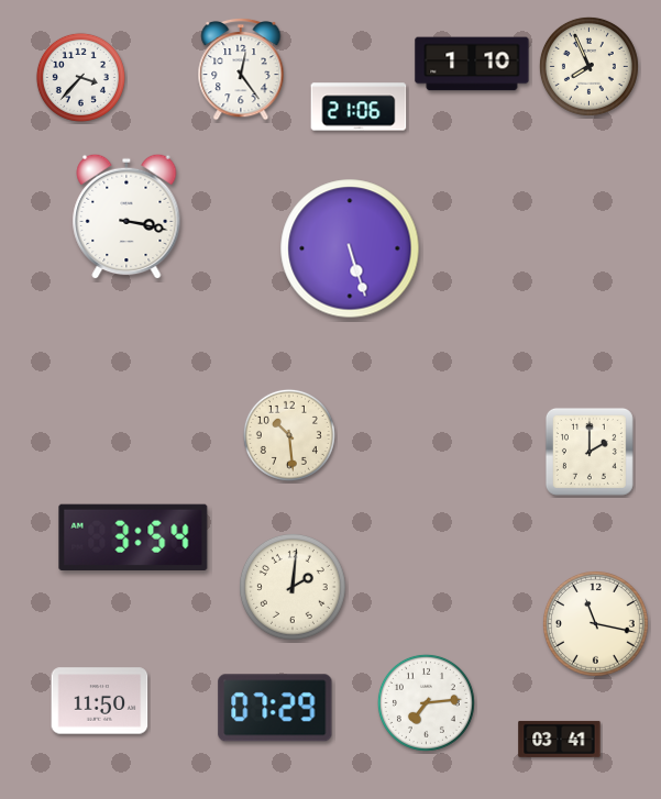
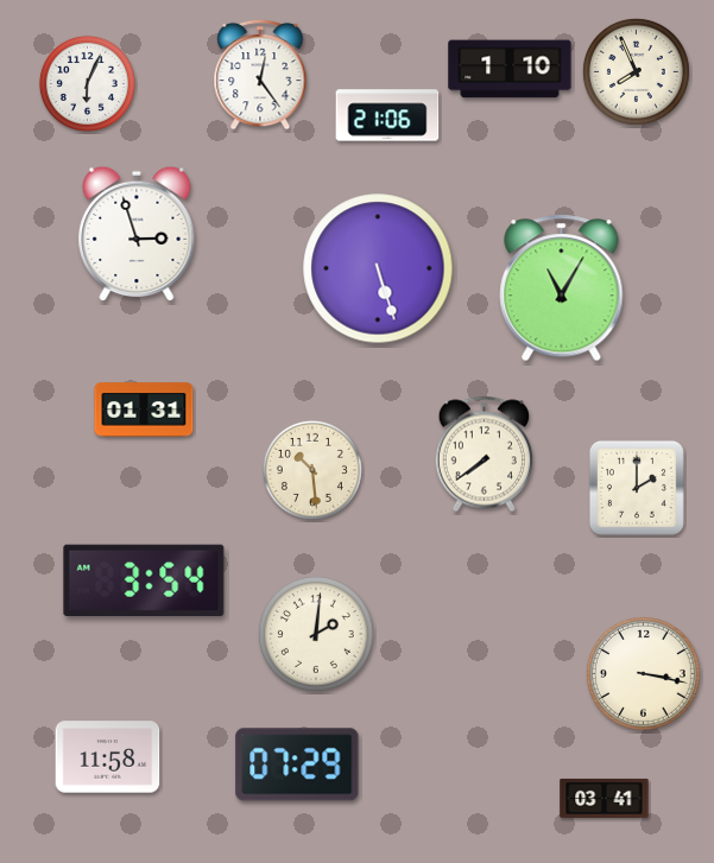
clock at (80, 77): 3:37 -> 6:04
clock at (126, 217): 3:17 -> 2:57
clock at (562, 288): none -> 11:05
clock at (144, 410): none -> 01:31
clock at (484, 455): none -> 7:39
clock at (595, 623): 11:17 -> 3:17
clock at (100, 701): 11:50 -> 11:58
clock at (426, 702): 7:14 -> none
